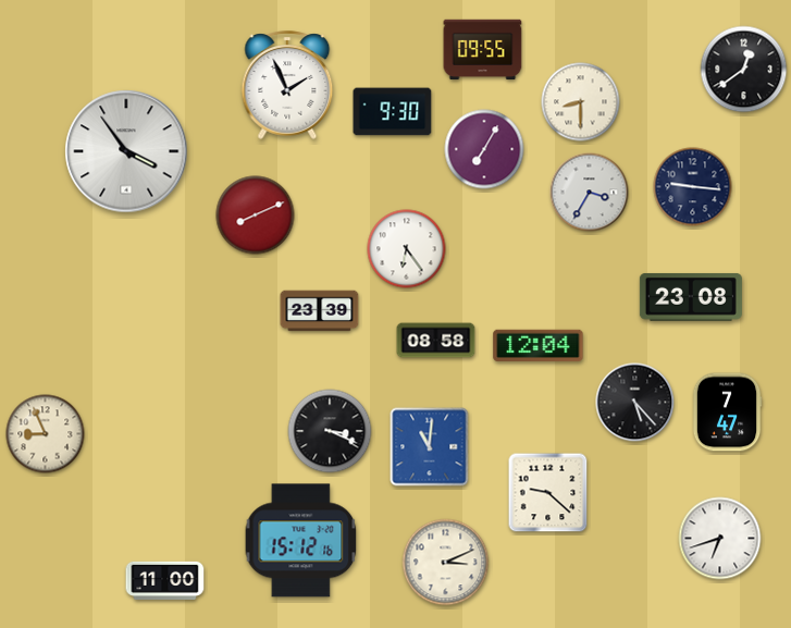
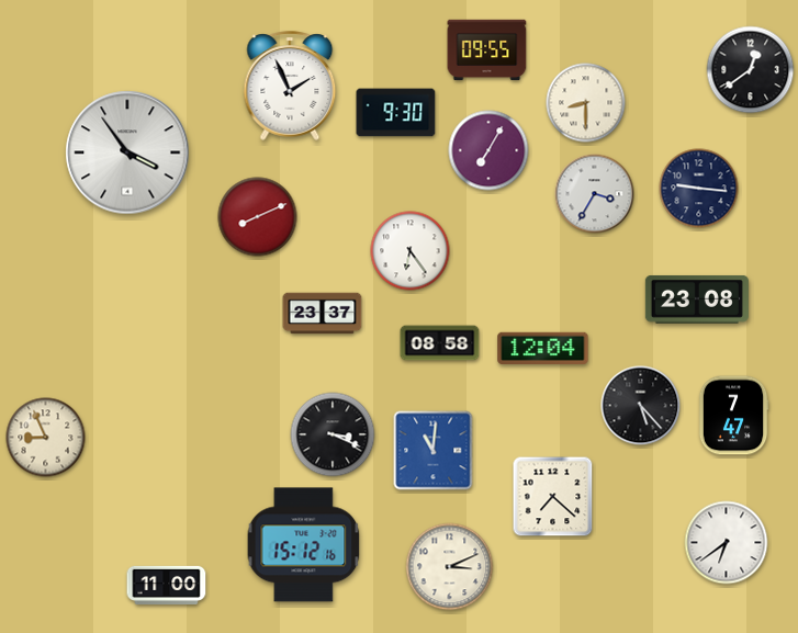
clock at (320, 311): 23:39 -> 23:37
clock at (548, 493): 9:22 -> 7:22
clock at (720, 539): 6:42 -> 6:39
